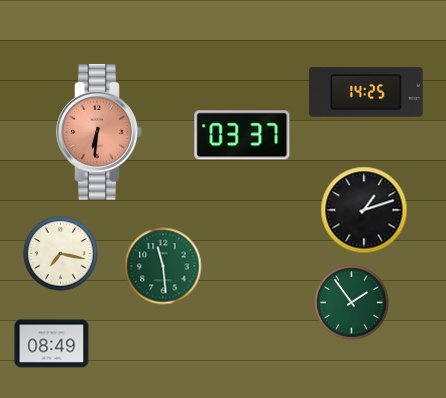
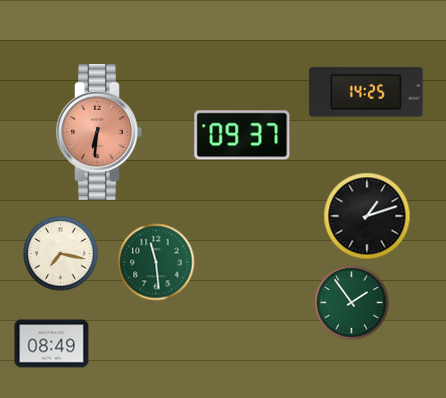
clock at (242, 135): 03:37 -> 09:37
clock at (364, 210) position: (364, 210) -> (367, 216)
clock at (163, 266) position: (163, 266) -> (156, 262)
